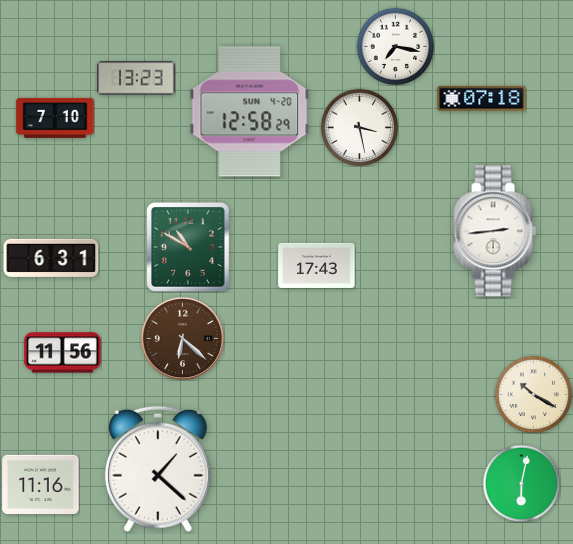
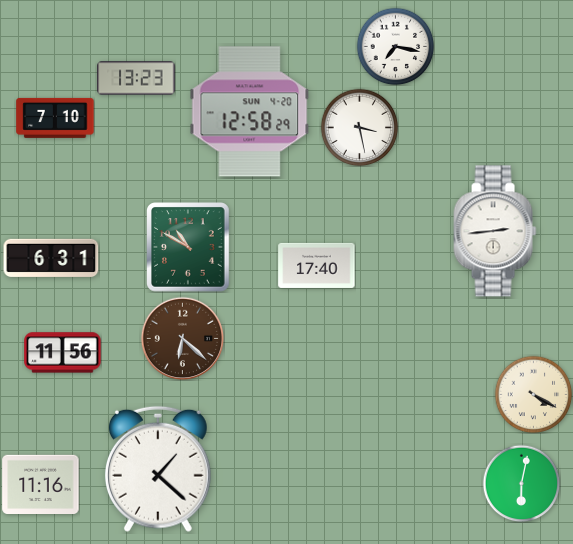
clock at (482, 98): 07:18 -> none
clock at (317, 265): 17:43 -> 17:40
clock at (533, 394): 10:20 -> 4:20
